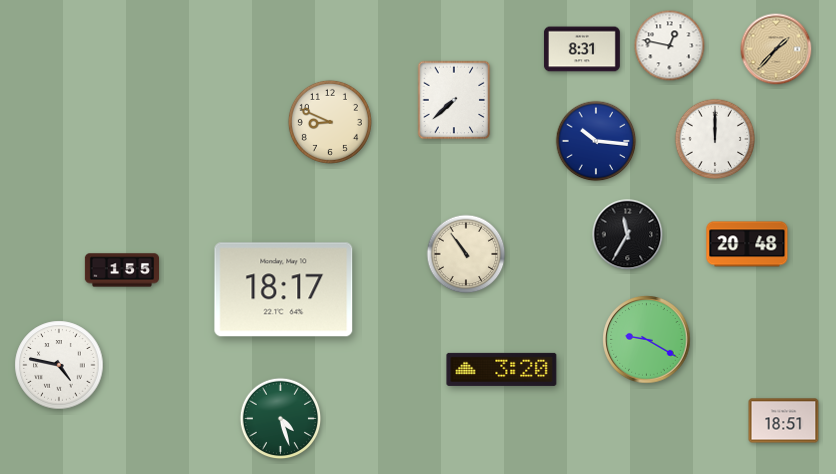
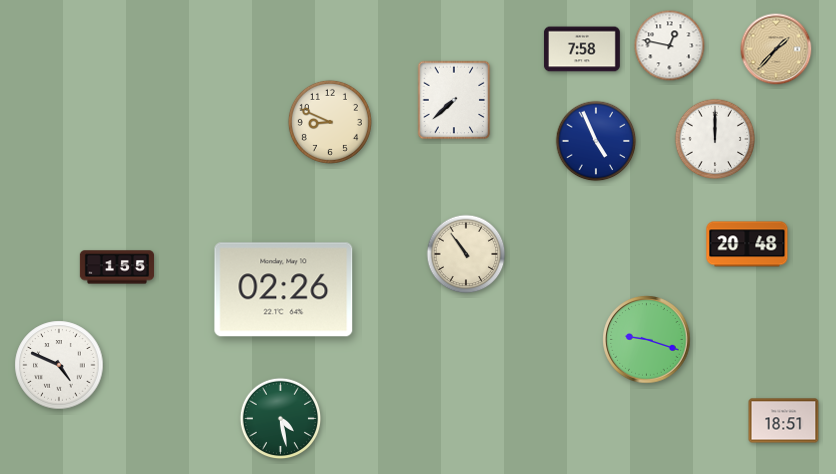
clock at (582, 49): 8:31 -> 7:58
clock at (596, 141): 10:16 -> 4:56
clock at (628, 235): 11:35 -> none
clock at (121, 270) position: (121, 270) -> (116, 267)
clock at (284, 290): 18:17 -> 02:26
clock at (647, 340): 9:20 -> 9:18
clock at (59, 365): 4:47 -> 4:49
clock at (502, 369): 3:20 -> none
clock at (281, 419): 4:27 -> 4:28
